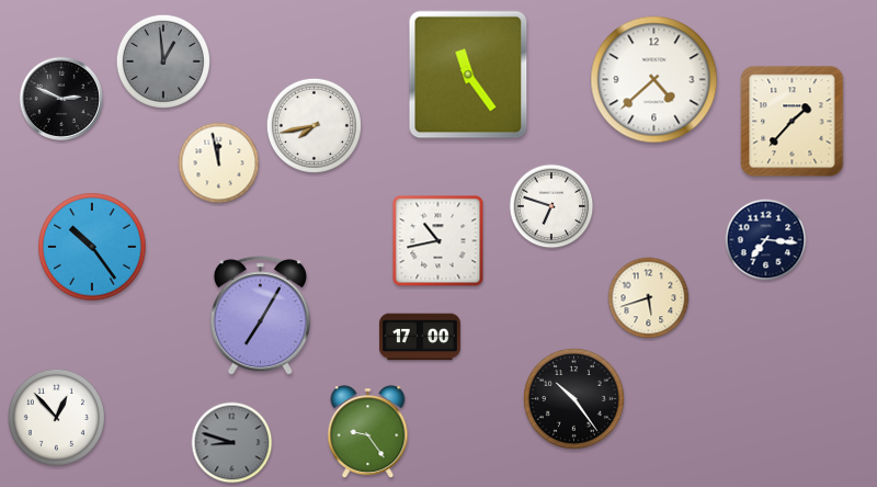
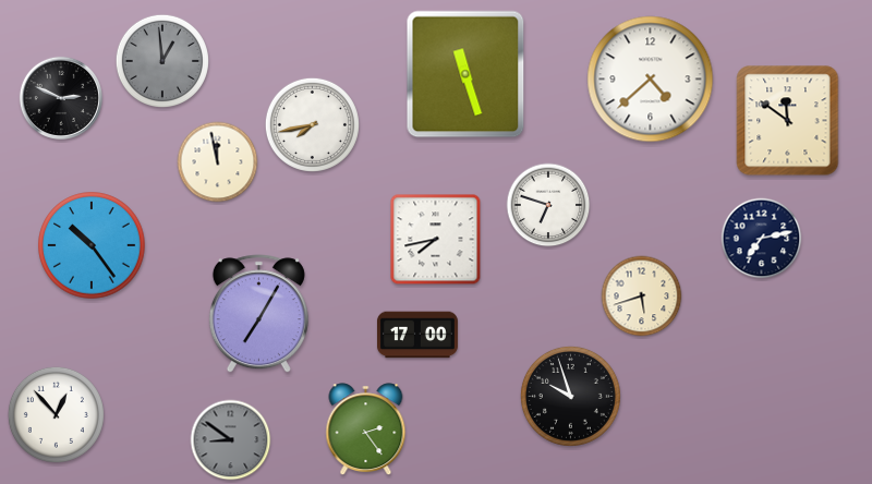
clock at (468, 75): 11:24 -> 11:27
clock at (793, 122): 1:37 -> 11:51
clock at (766, 240): 7:16 -> 7:13
clock at (438, 241): 10:43 -> 7:43
clock at (649, 298) position: (649, 298) -> (642, 297)
clock at (573, 398): 10:24 -> 9:57
clock at (368, 432): 9:24 -> 2:24
clock at (232, 443): 8:48 -> 8:51
